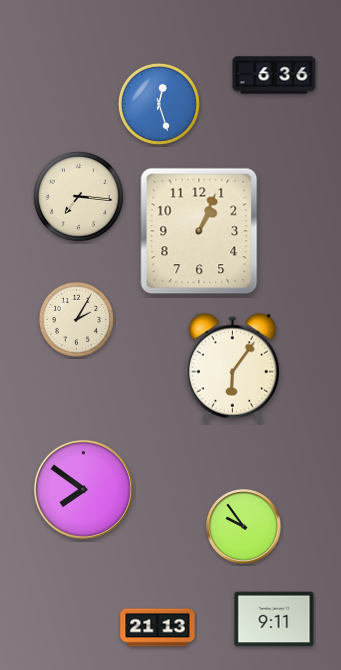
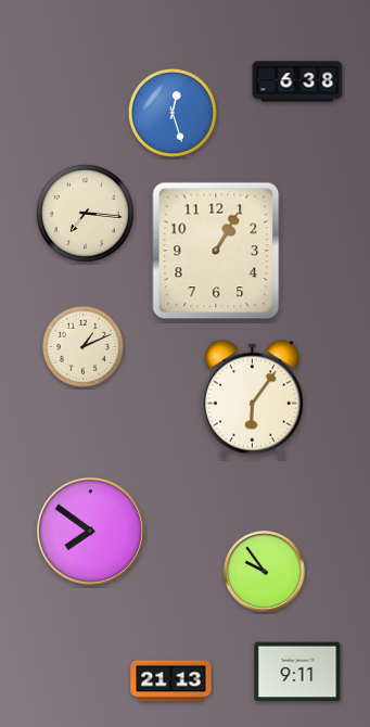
clock at (274, 75): 6:36 -> 6:38
clock at (199, 231): 1:04 -> 1:05
clock at (76, 319): 2:05 -> 1:11
